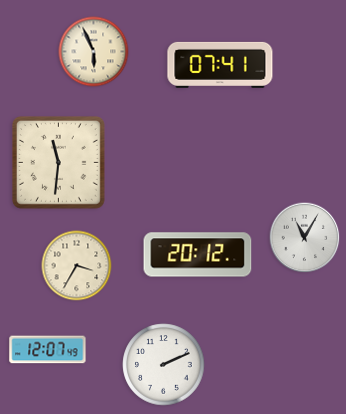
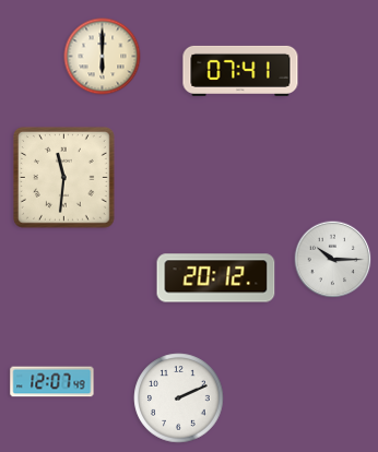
clock at (94, 52): 5:56 -> 6:00
clock at (305, 238): 11:05 -> 10:15
clock at (77, 266): 3:35 -> none
